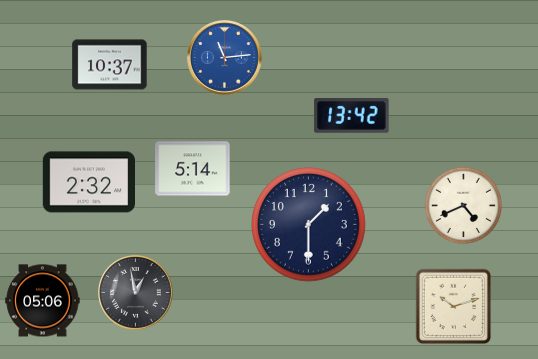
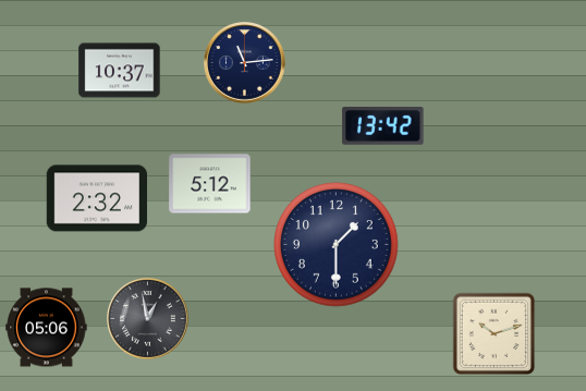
clock at (225, 58) dial: blue -> navy
clock at (193, 169): 5:14 -> 5:12
clock at (463, 205): 4:41 -> none
